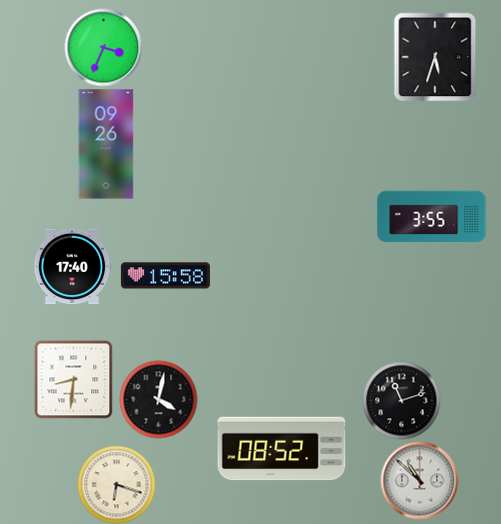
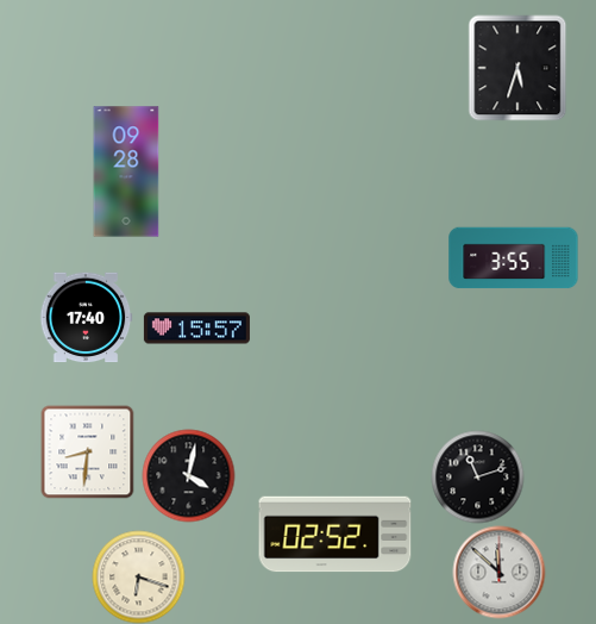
clock at (103, 47): 3:34 -> none
clock at (106, 144): 09:26 -> 09:28
clock at (165, 276): 15:58 -> 15:57
clock at (282, 449): 08:52 -> 02:52
clock at (419, 480): 10:52 -> 11:52
